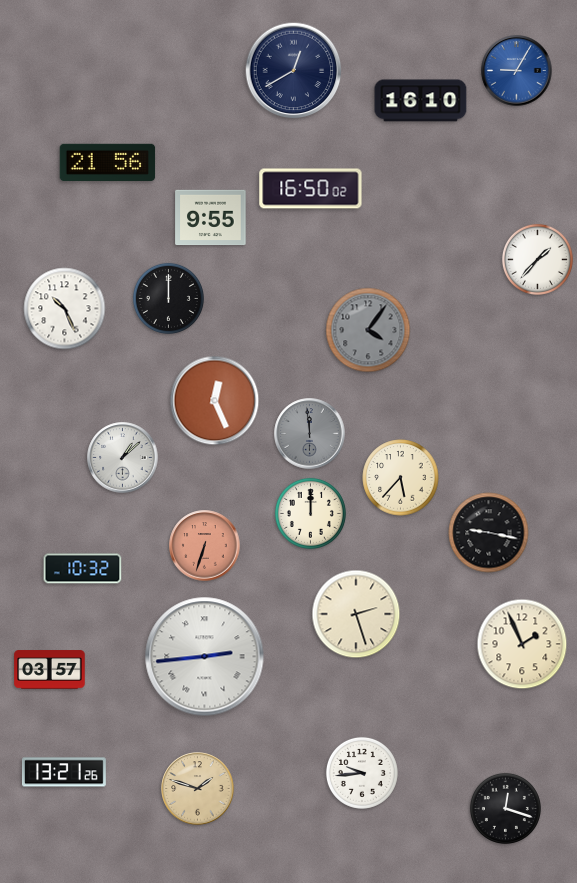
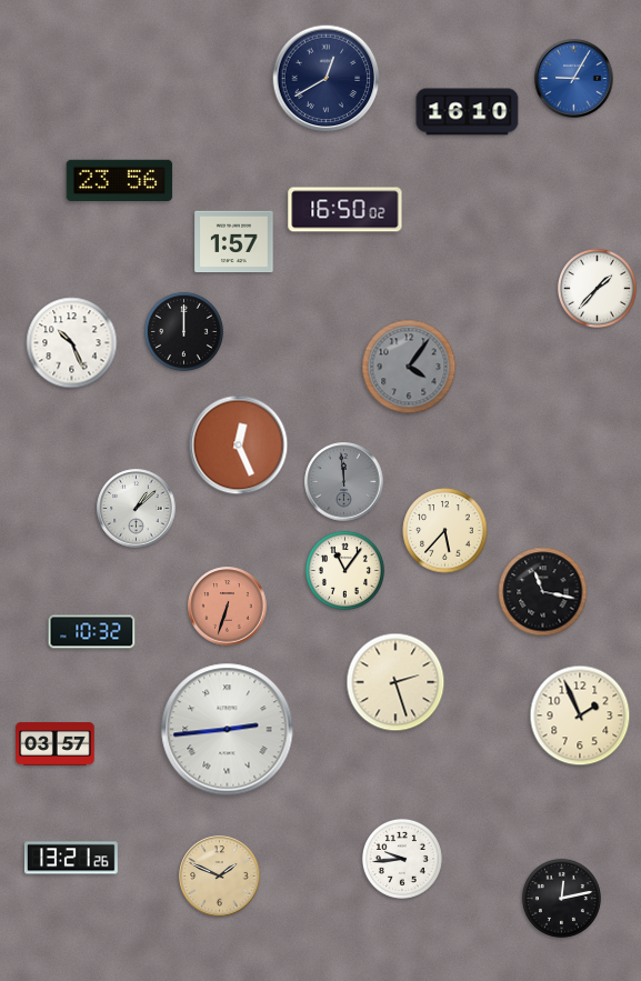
clock at (108, 162): 21:56 -> 23:56
clock at (211, 218): 9:55 -> 1:57
clock at (168, 298) position: (168, 298) -> (183, 331)
clock at (310, 513): 12:00 -> 11:06
clock at (489, 533): 9:17 -> 11:17
clock at (198, 789): 1:48 -> 1:49
clock at (505, 808): 12:18 -> 12:13
